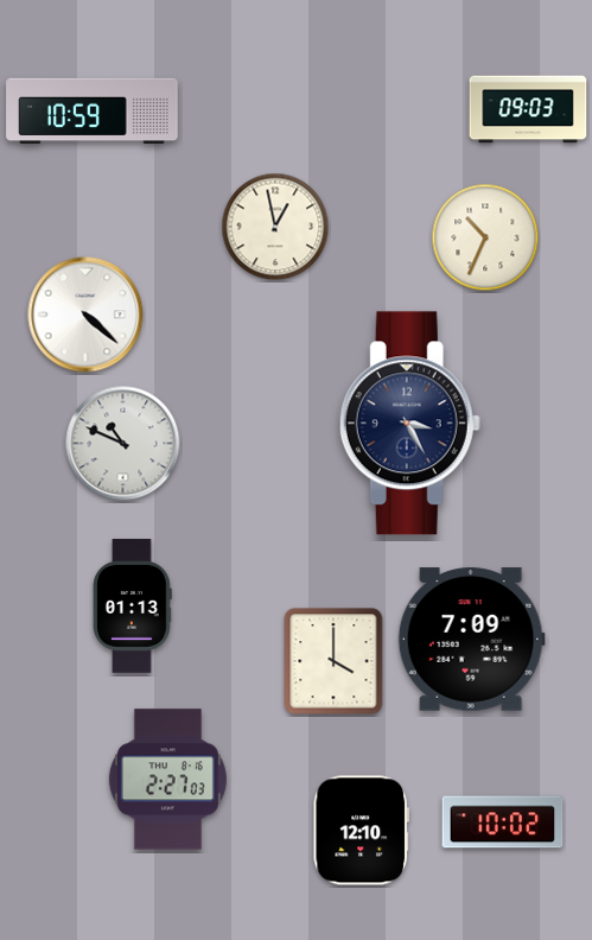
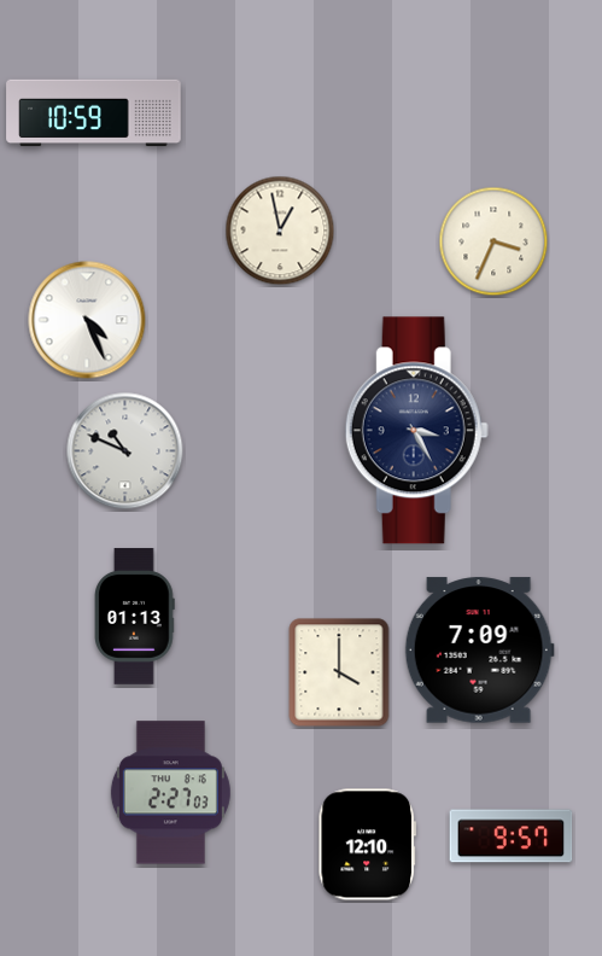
clock at (528, 109): 09:03 -> none
clock at (485, 237): 10:34 -> 3:34
clock at (85, 315): 4:22 -> 4:26
clock at (503, 822): 10:02 -> 9:57
